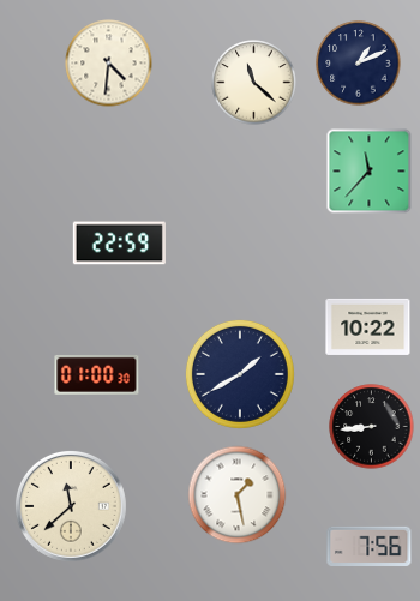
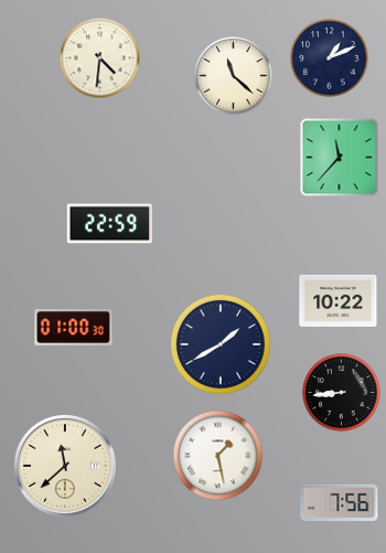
clock at (97, 374) position: (97, 374) -> (74, 327)
